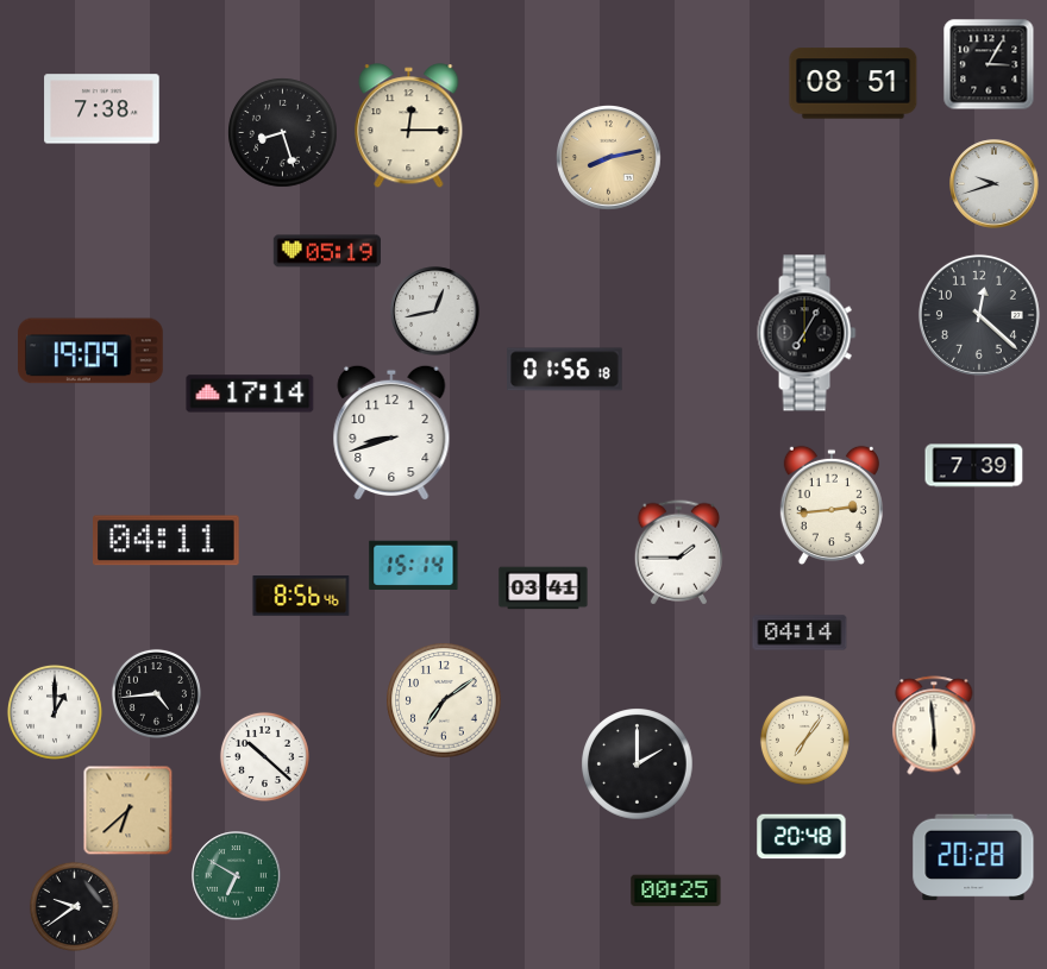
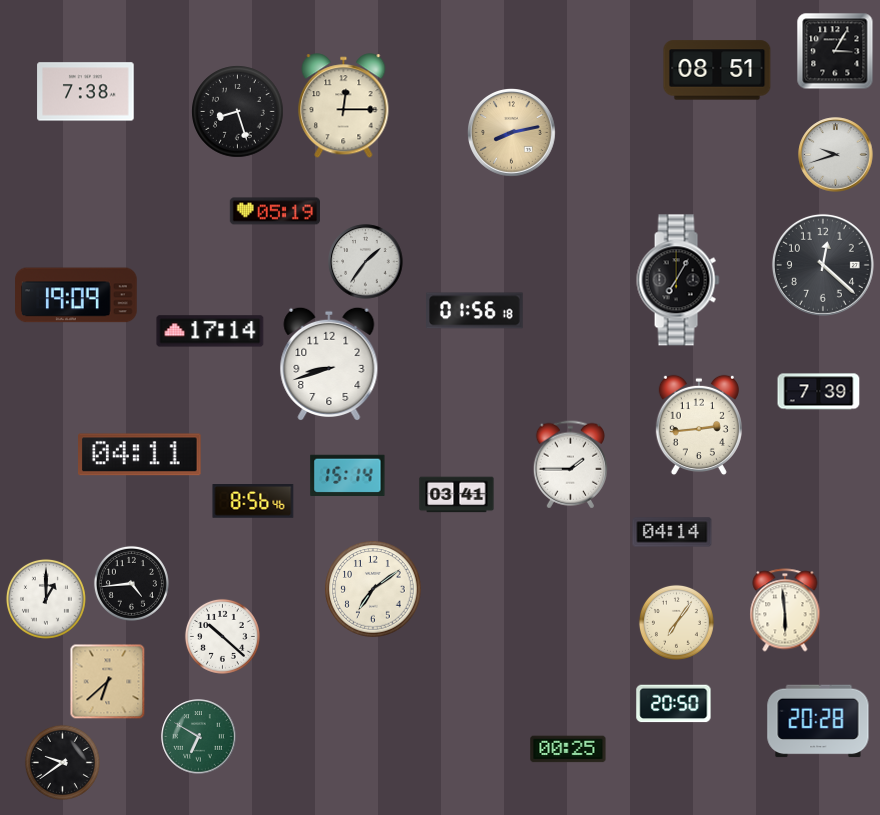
clock at (989, 64) position: (989, 64) -> (835, 51)
clock at (435, 312): 12:43 -> 1:36
clock at (638, 764): 2:00 -> none
clock at (802, 837): 20:48 -> 20:50
